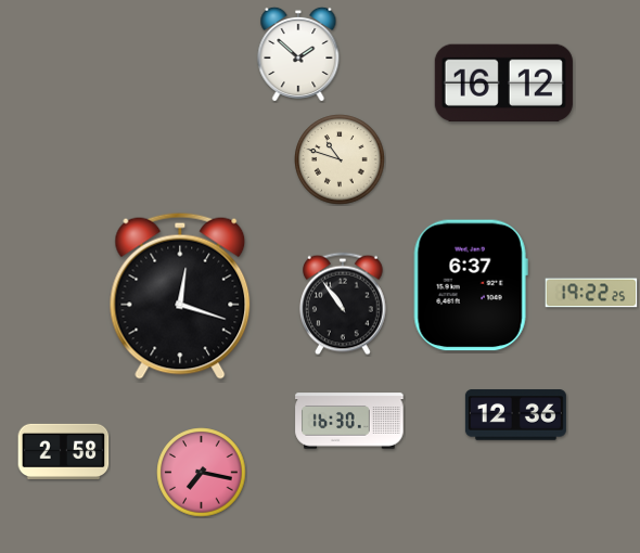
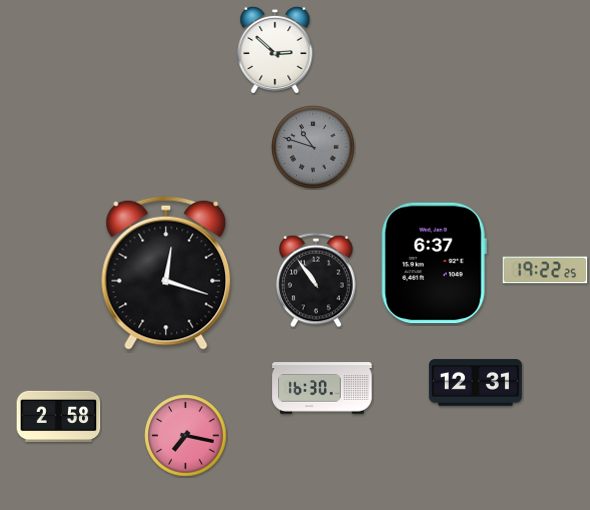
clock at (298, 53): 1:52 -> 2:52
clock at (503, 82): 16:12 -> none
clock at (340, 159) dial: cream -> grey
clock at (515, 415): 12:36 -> 12:31
